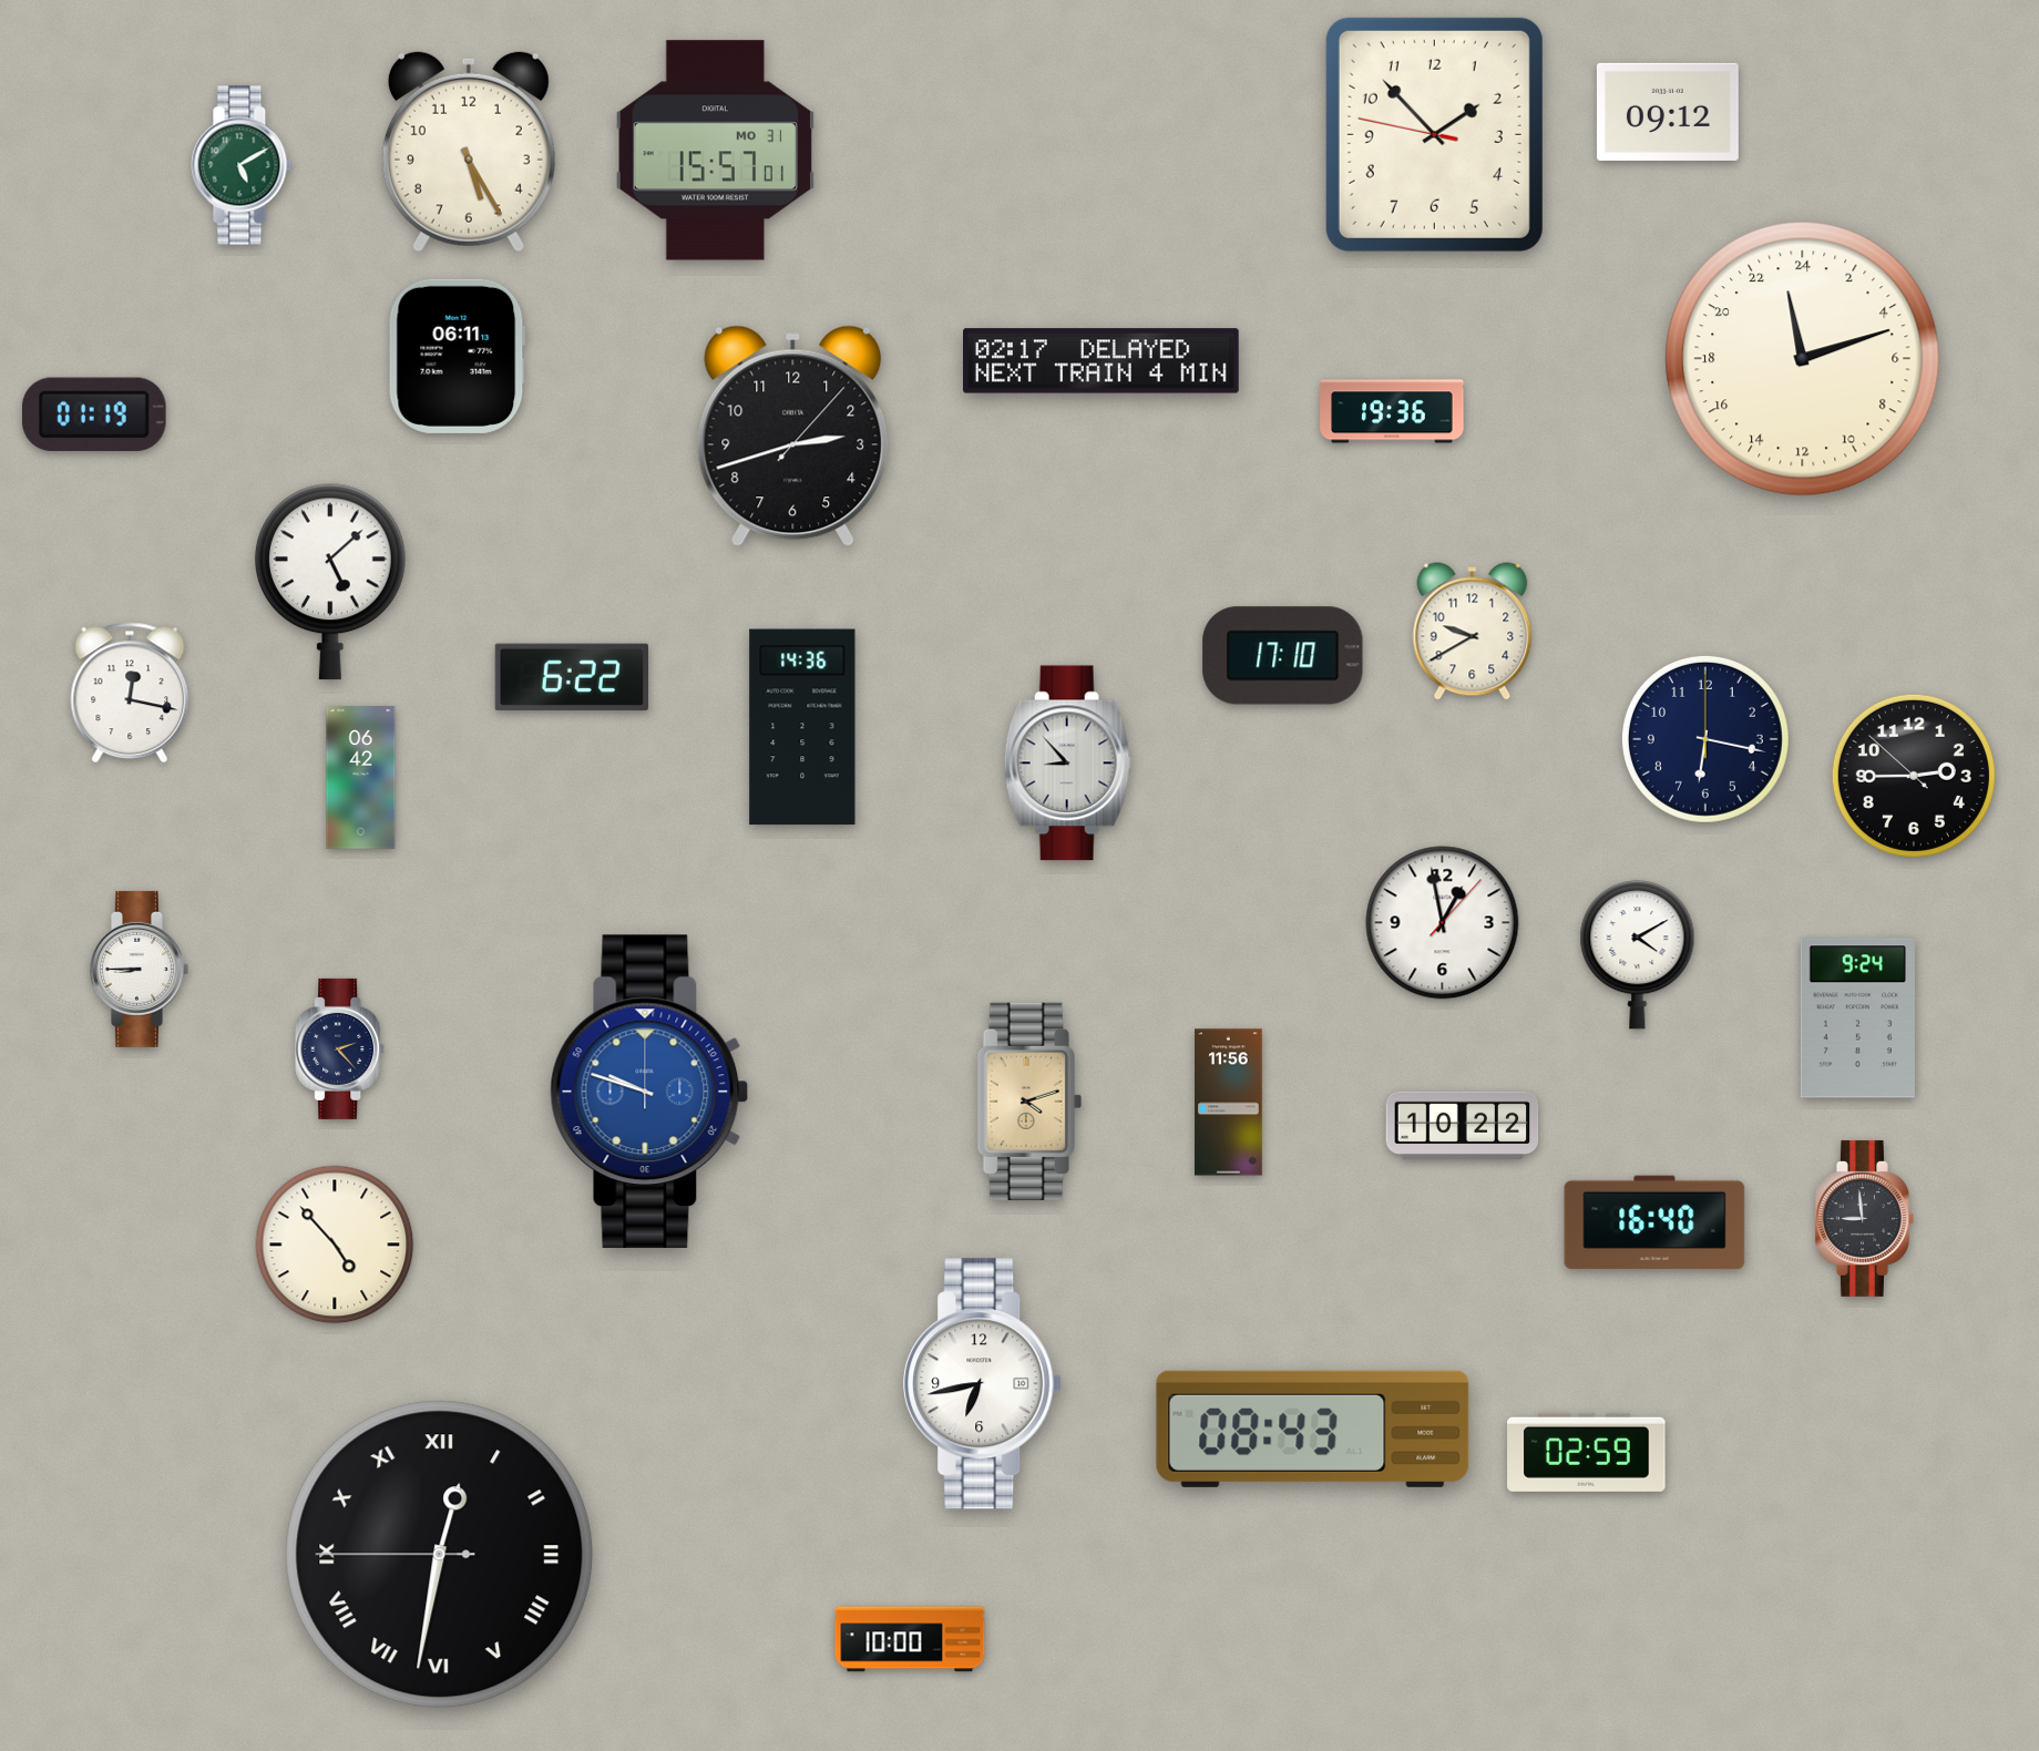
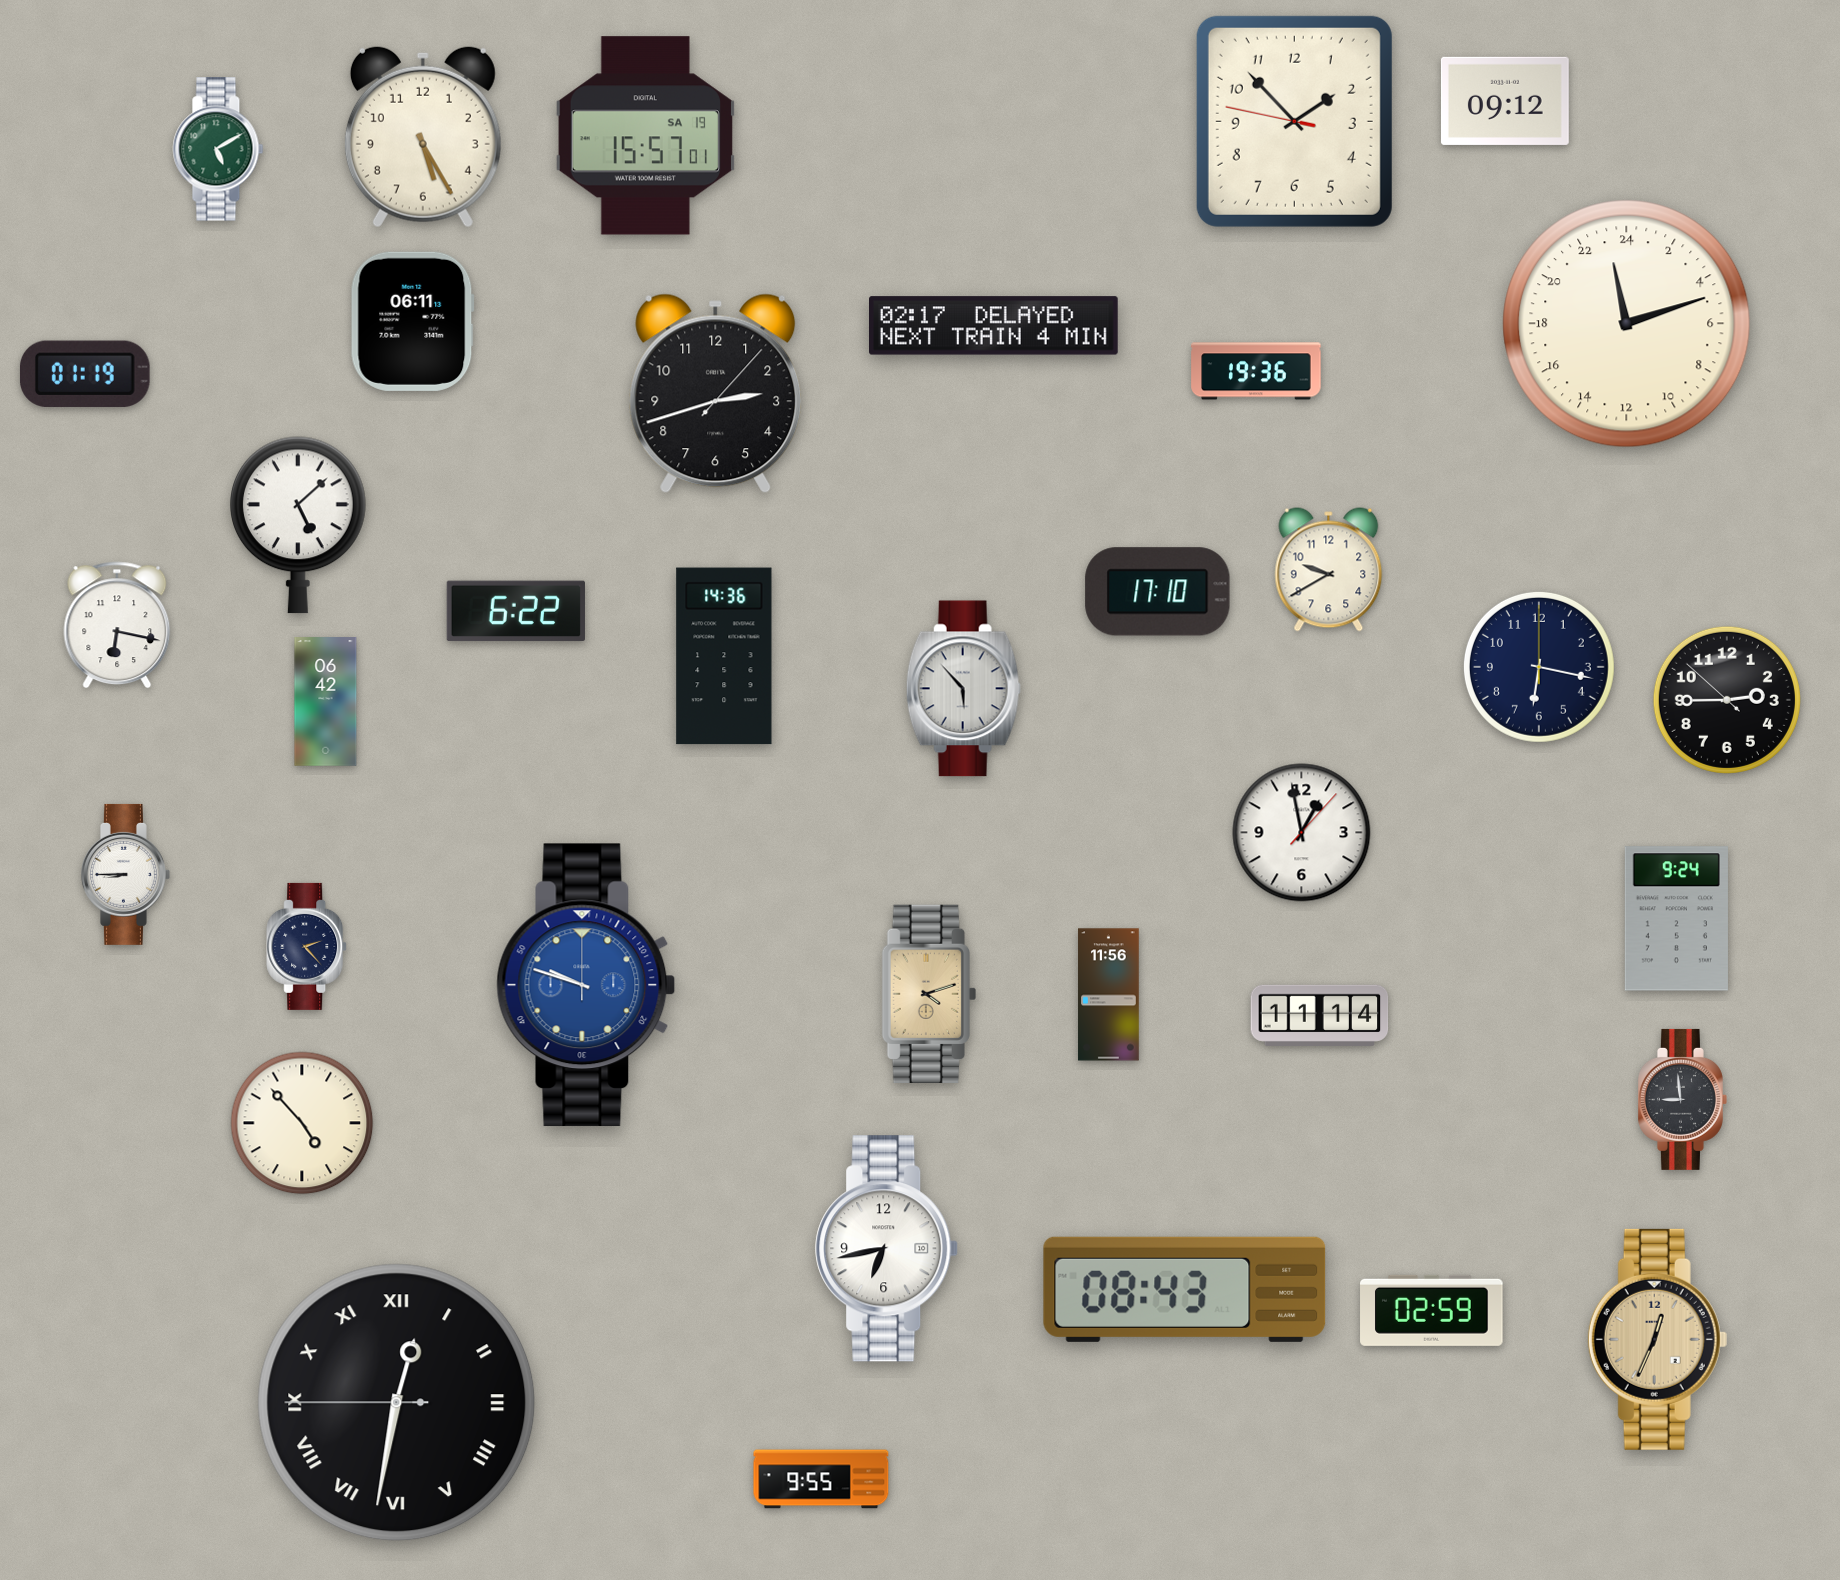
clock at (715, 151) date: MO 31 -> SA 19
clock at (130, 693): 12:17 -> 6:17
clock at (1067, 764): 8:53 -> 5:53
clock at (1638, 955): 4:10 -> none
clock at (1463, 1125): 10:22 -> 11:14
clock at (1654, 1222): 16:40 -> none
clock at (1658, 1339): none -> 12:34
clock at (910, 1639): 10:00 -> 9:55
